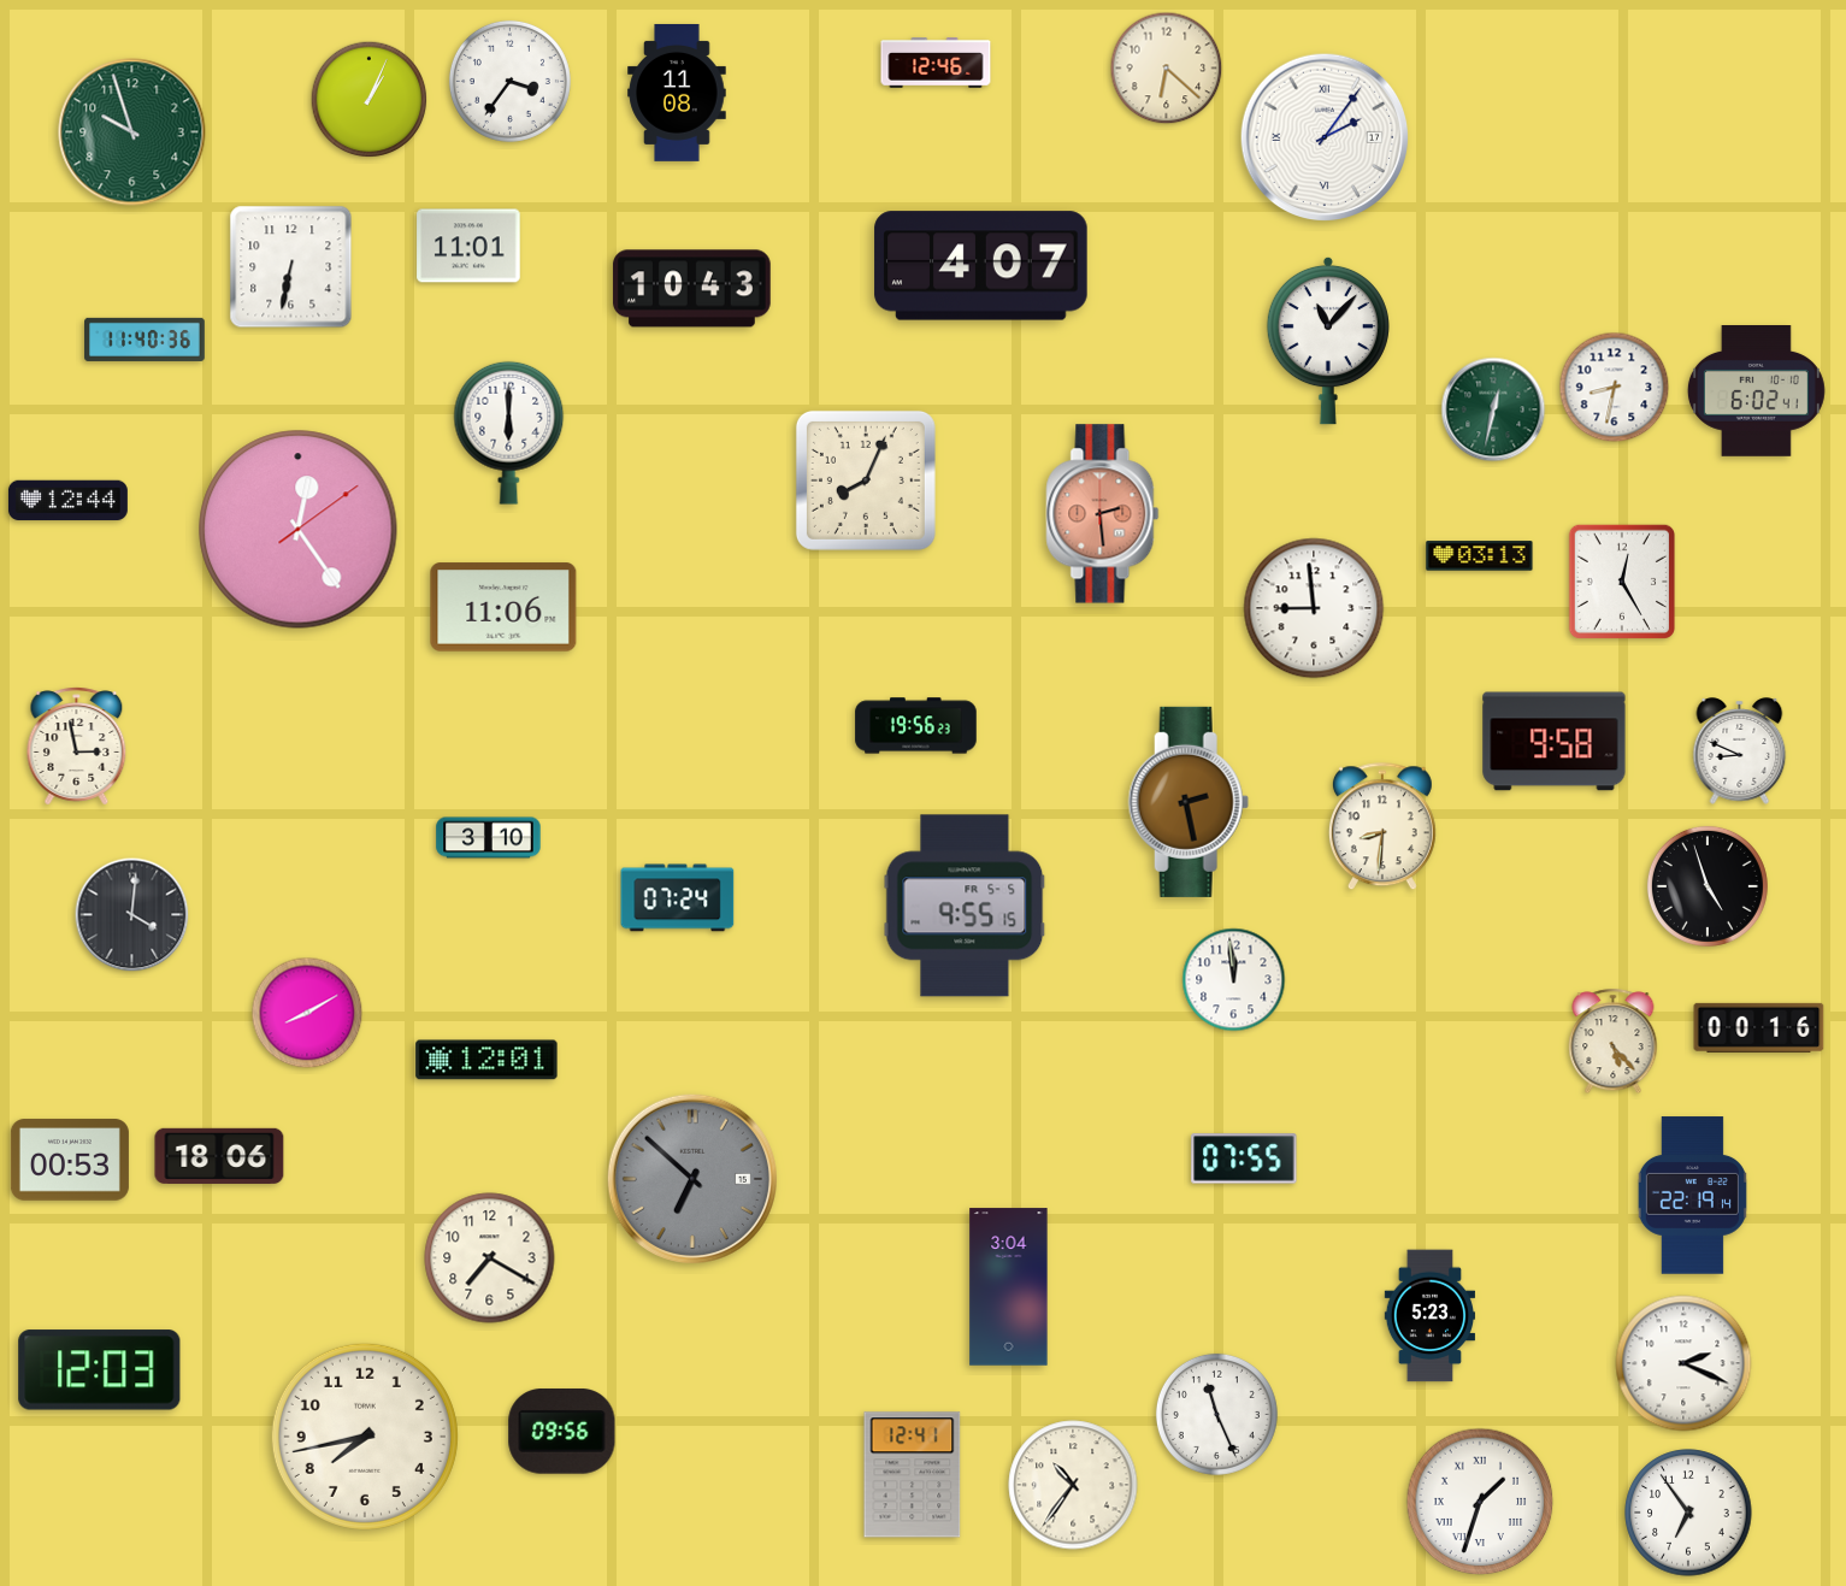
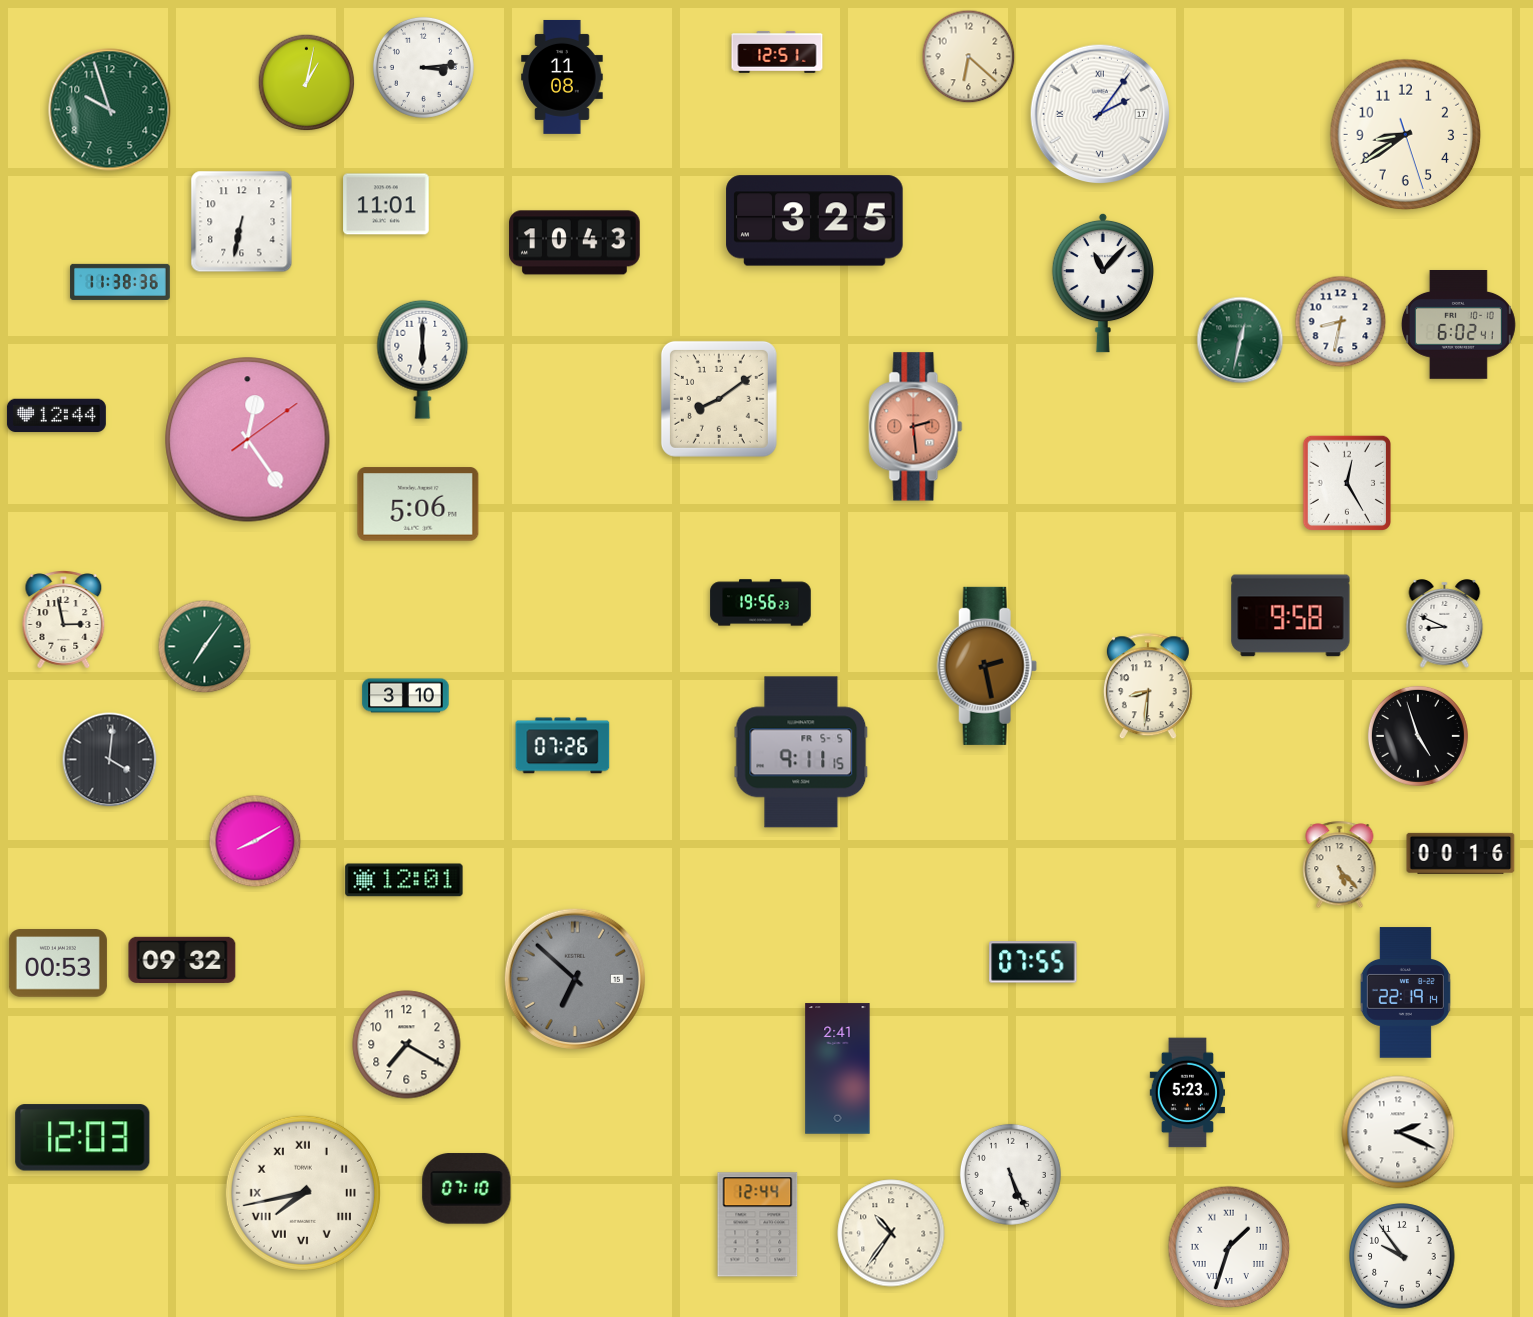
clock at (936, 63): 12:46 -> 12:51
clock at (509, 81): 3:36 -> 3:14
clock at (370, 100): 1:04 -> 1:02
clock at (1406, 135): none -> 8:39
clock at (468, 246) position: (468, 246) -> (386, 204)
clock at (981, 266): 4:07 -> 3:25
clock at (692, 289) position: (692, 289) -> (575, 243)
clock at (145, 340): 11:40 -> 11:38
clock at (866, 480): 8:04 -> 8:09
clock at (1480, 556): 03:13 -> none
clock at (503, 607): 11:06 -> 5:06
clock at (1314, 608): 8:59 -> none
clock at (205, 647): none -> 7:06
clock at (678, 898): 07:24 -> 07:26
clock at (965, 906): 9:55 -> 9:11
clock at (1234, 980): 11:59 -> none
clock at (219, 1155): 18:06 -> 09:32
clock at (1009, 1287): 3:04 -> 2:41
clock at (1216, 1414): 11:26 -> 5:26
clock at (562, 1432): 09:56 -> 07:10
clock at (365, 1437) numerals: Arabic -> Roman
clock at (913, 1475): 12:41 -> 12:44
clock at (1688, 1513): 6:54 -> 9:54
